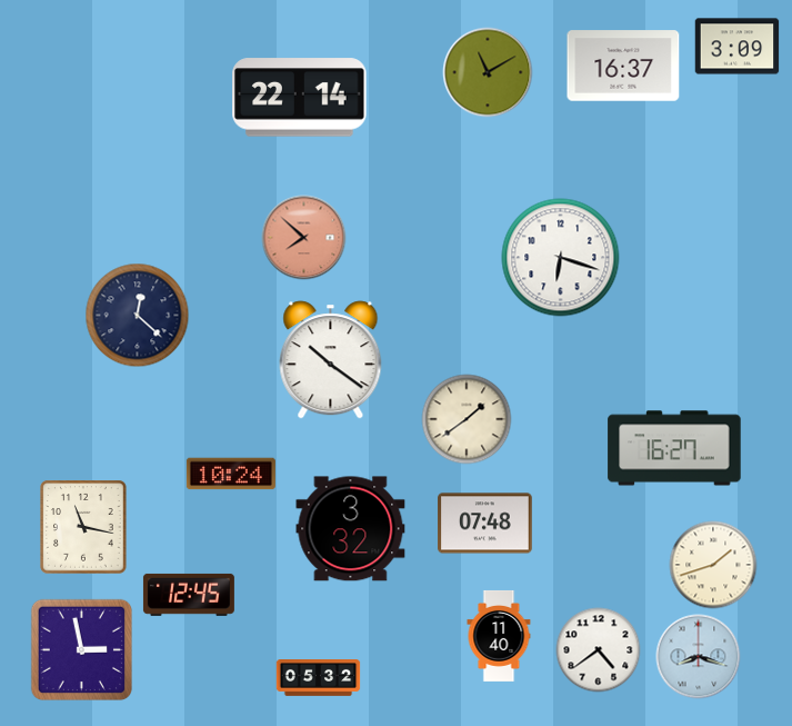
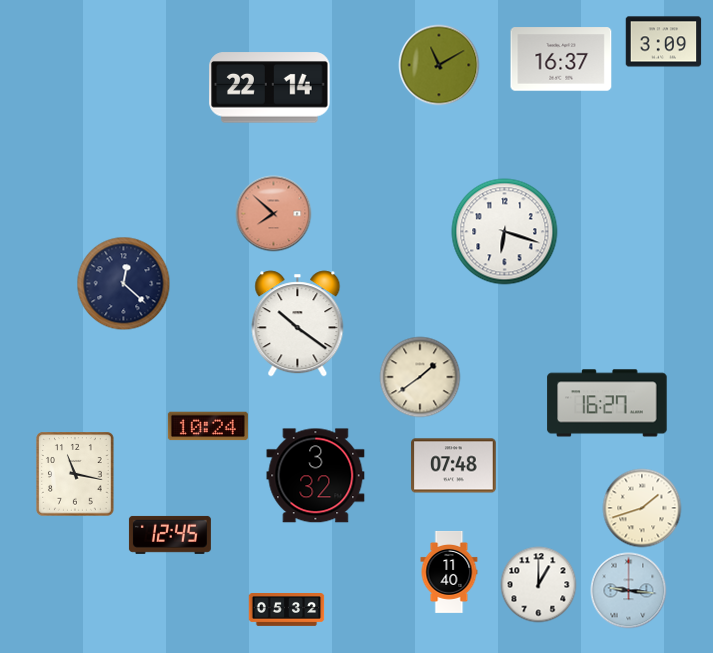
clock at (485, 524) position: (485, 524) -> (454, 466)
clock at (81, 649): 2:58 -> none
clock at (599, 650): 4:39 -> 1:00
clock at (699, 657): 8:18 -> 9:16
